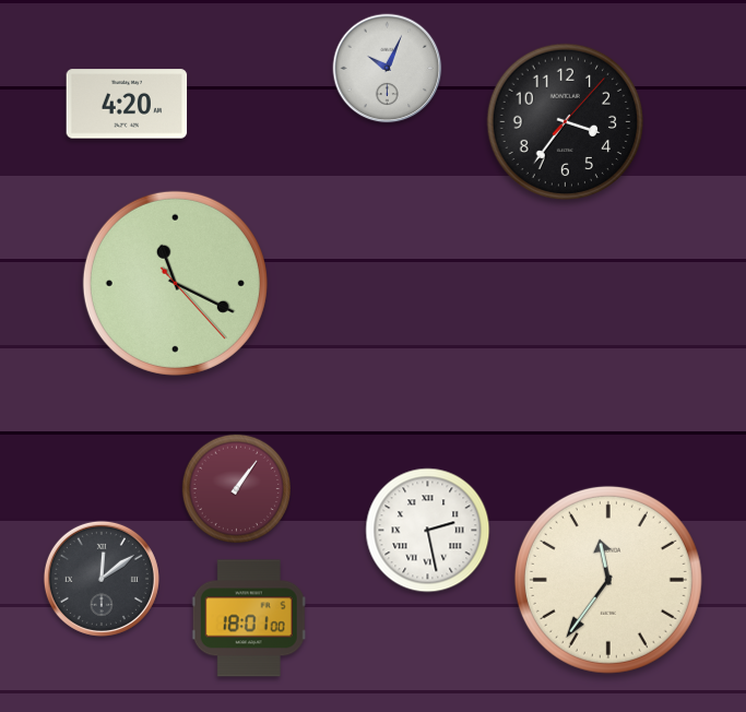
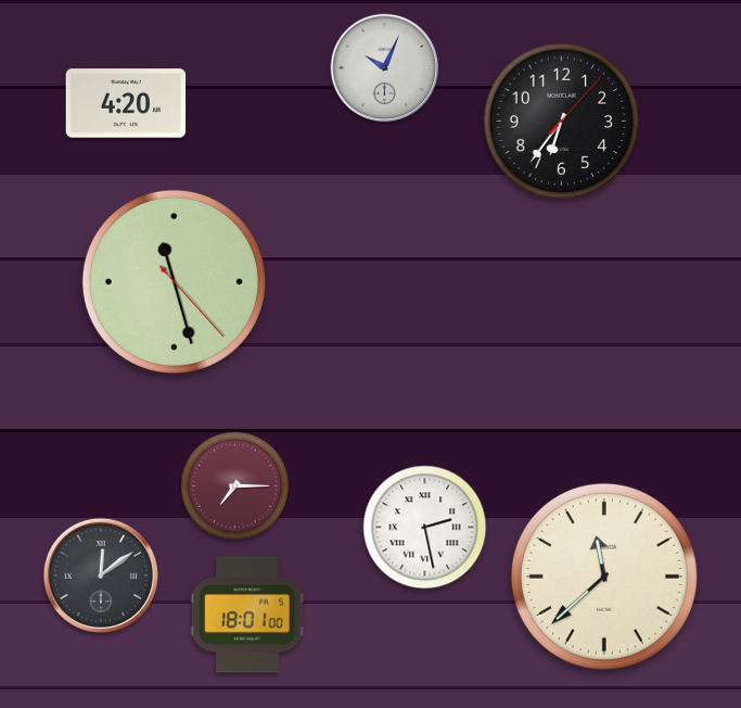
clock at (566, 122): 3:36 -> 6:36
clock at (175, 283): 11:19 -> 11:27
clock at (237, 489): 1:06 -> 7:15
clock at (608, 580): 11:36 -> 11:38
